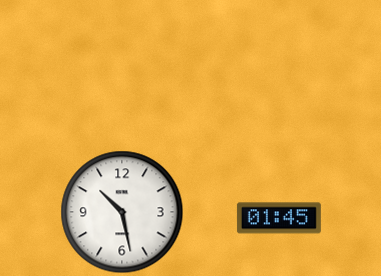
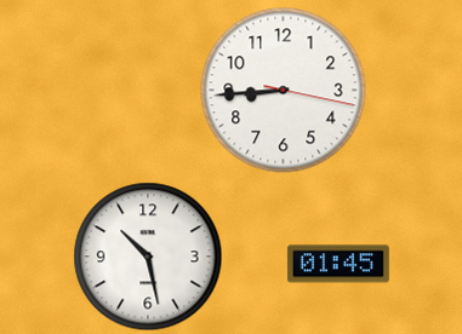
clock at (284, 91): none -> 8:44
